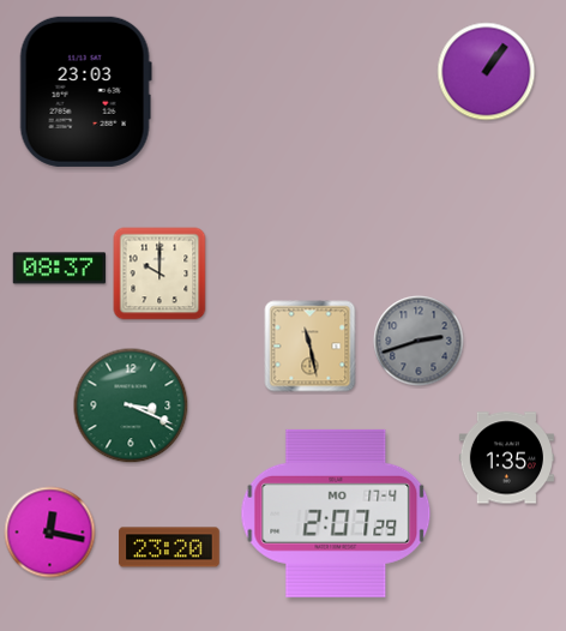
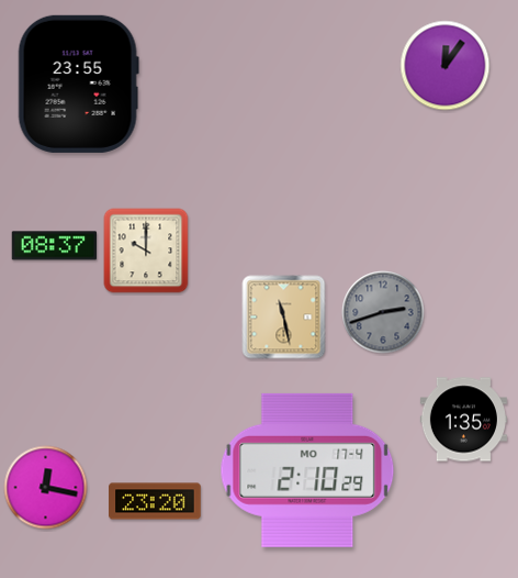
clock at (487, 72): 1:06 -> 12:06
clock at (85, 91): 23:03 -> 23:55
clock at (131, 405): 3:19 -> none
clock at (336, 513): 2:07 -> 2:10
